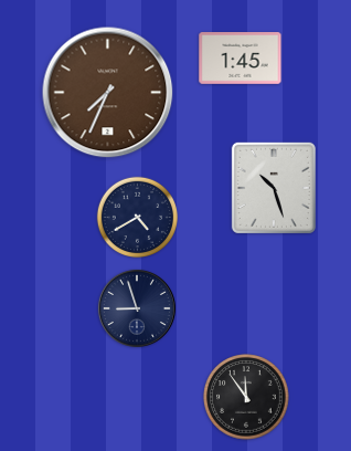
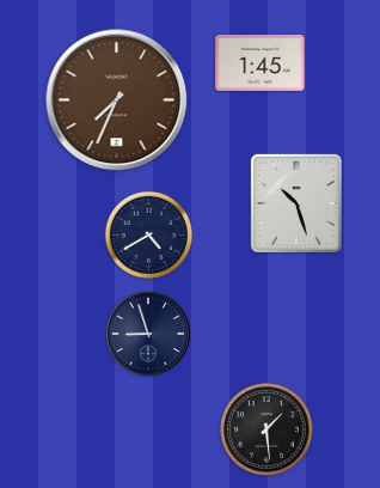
clock at (246, 397): 11:54 -> 1:29
